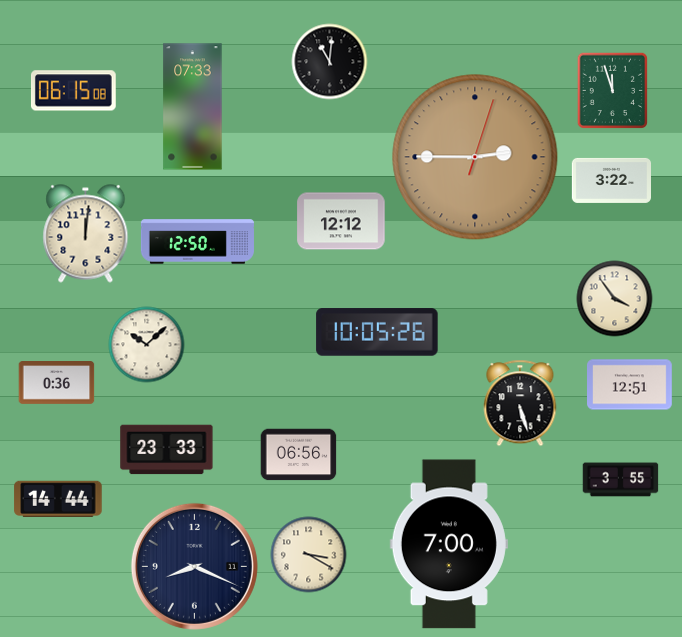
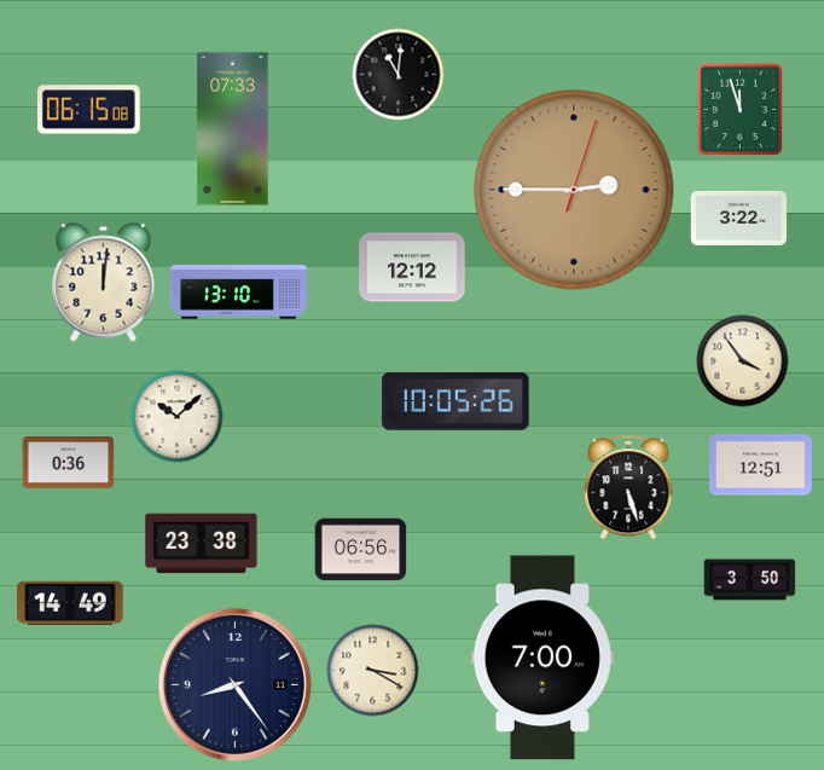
clock at (197, 242): 12:50 -> 13:10
clock at (167, 450): 23:33 -> 23:38
clock at (621, 480): 3:55 -> 3:50
clock at (58, 498): 14:44 -> 14:49
clock at (194, 566): 8:19 -> 8:24
